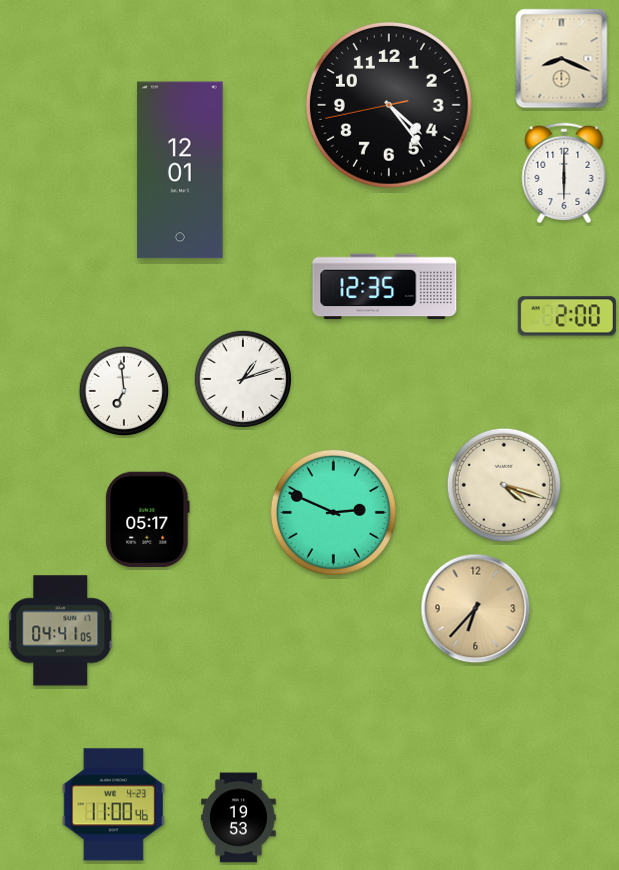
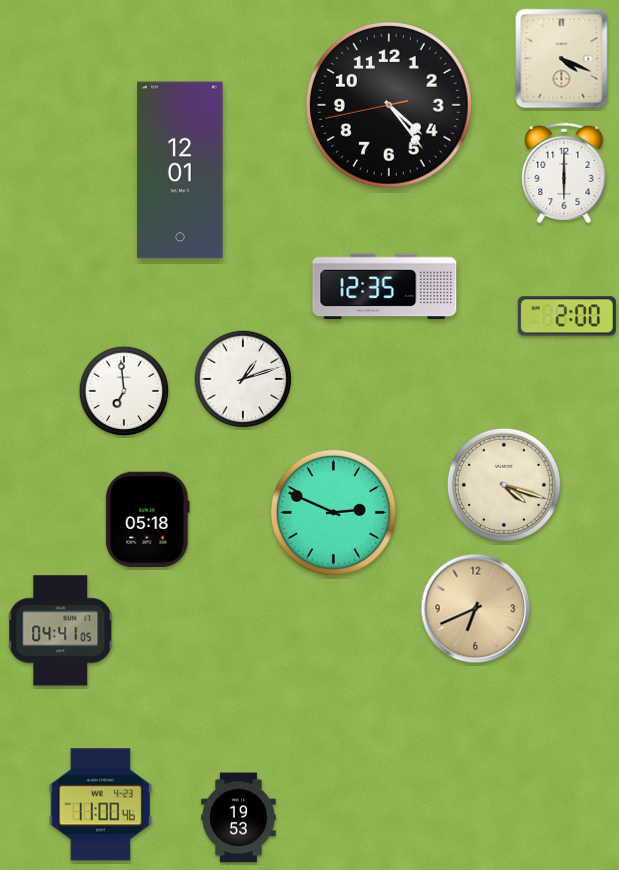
clock at (562, 59): 8:19 -> 4:19
clock at (148, 520): 05:17 -> 05:18
clock at (476, 609): 6:37 -> 6:41
clock at (114, 805) position: (114, 805) -> (101, 805)
